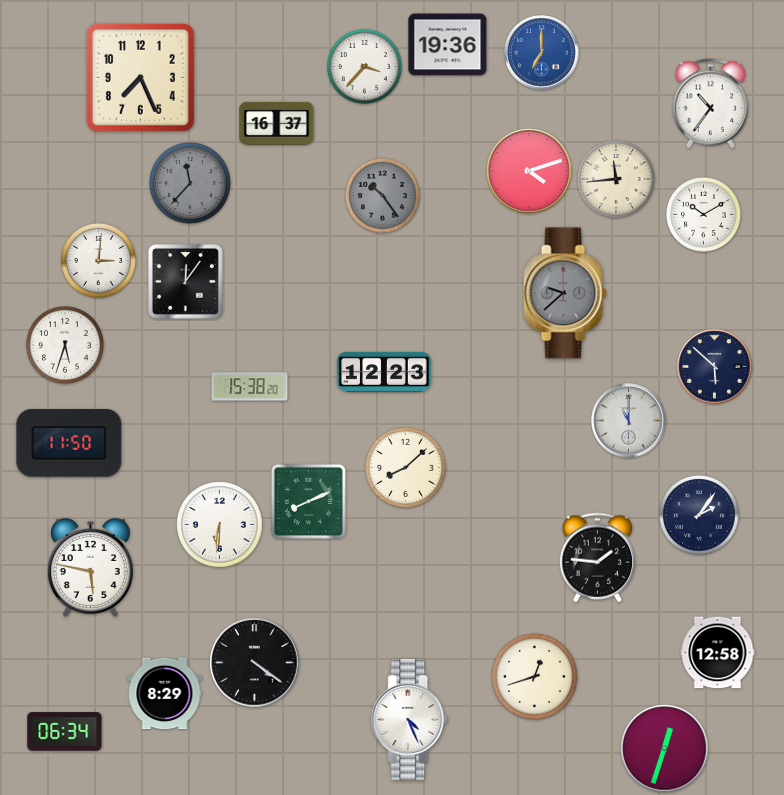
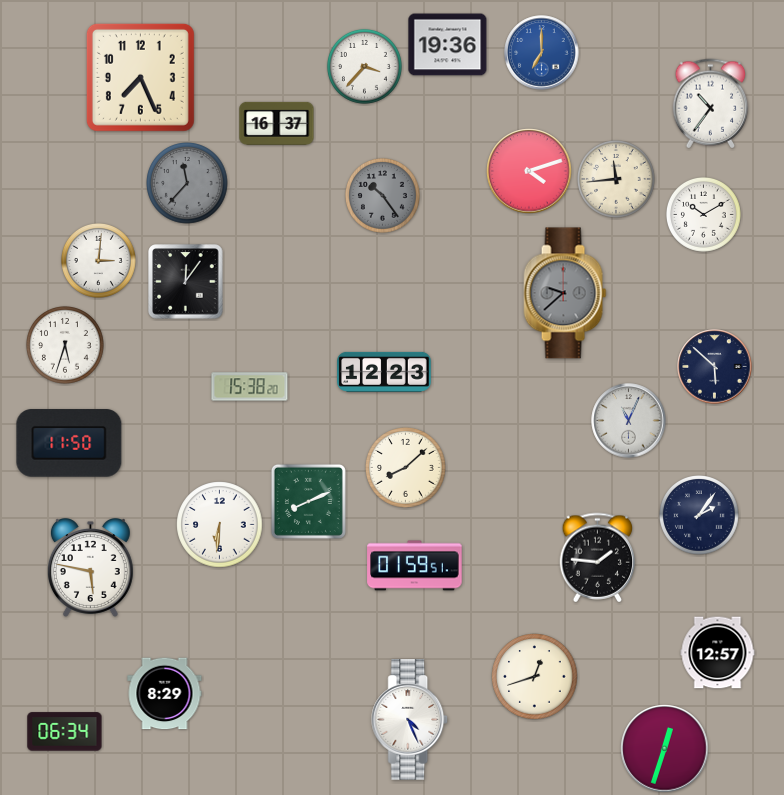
clock at (190, 183) position: (190, 183) -> (187, 183)
clock at (629, 421): 11:00 -> 11:04
clock at (415, 566): none -> 01:59
clock at (718, 653): 12:58 -> 12:57
clock at (255, 663): 4:21 -> none
